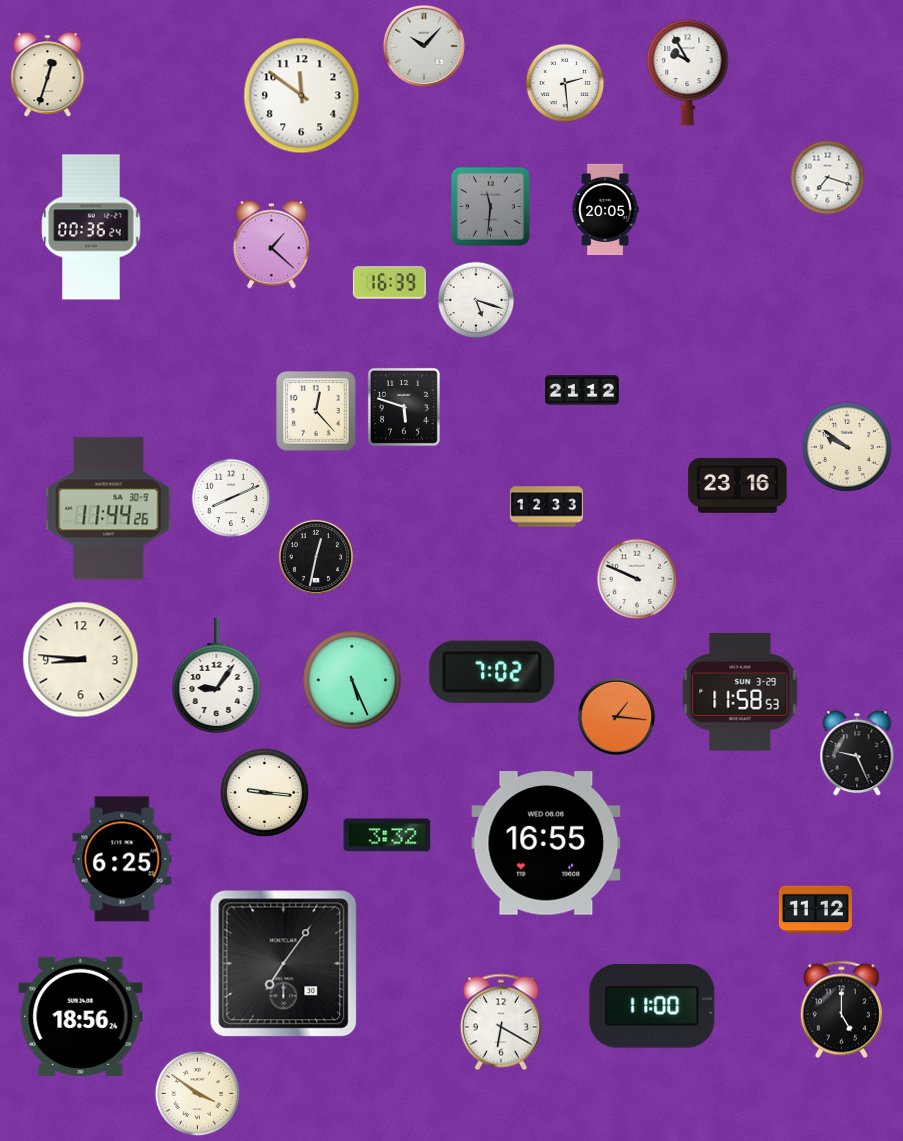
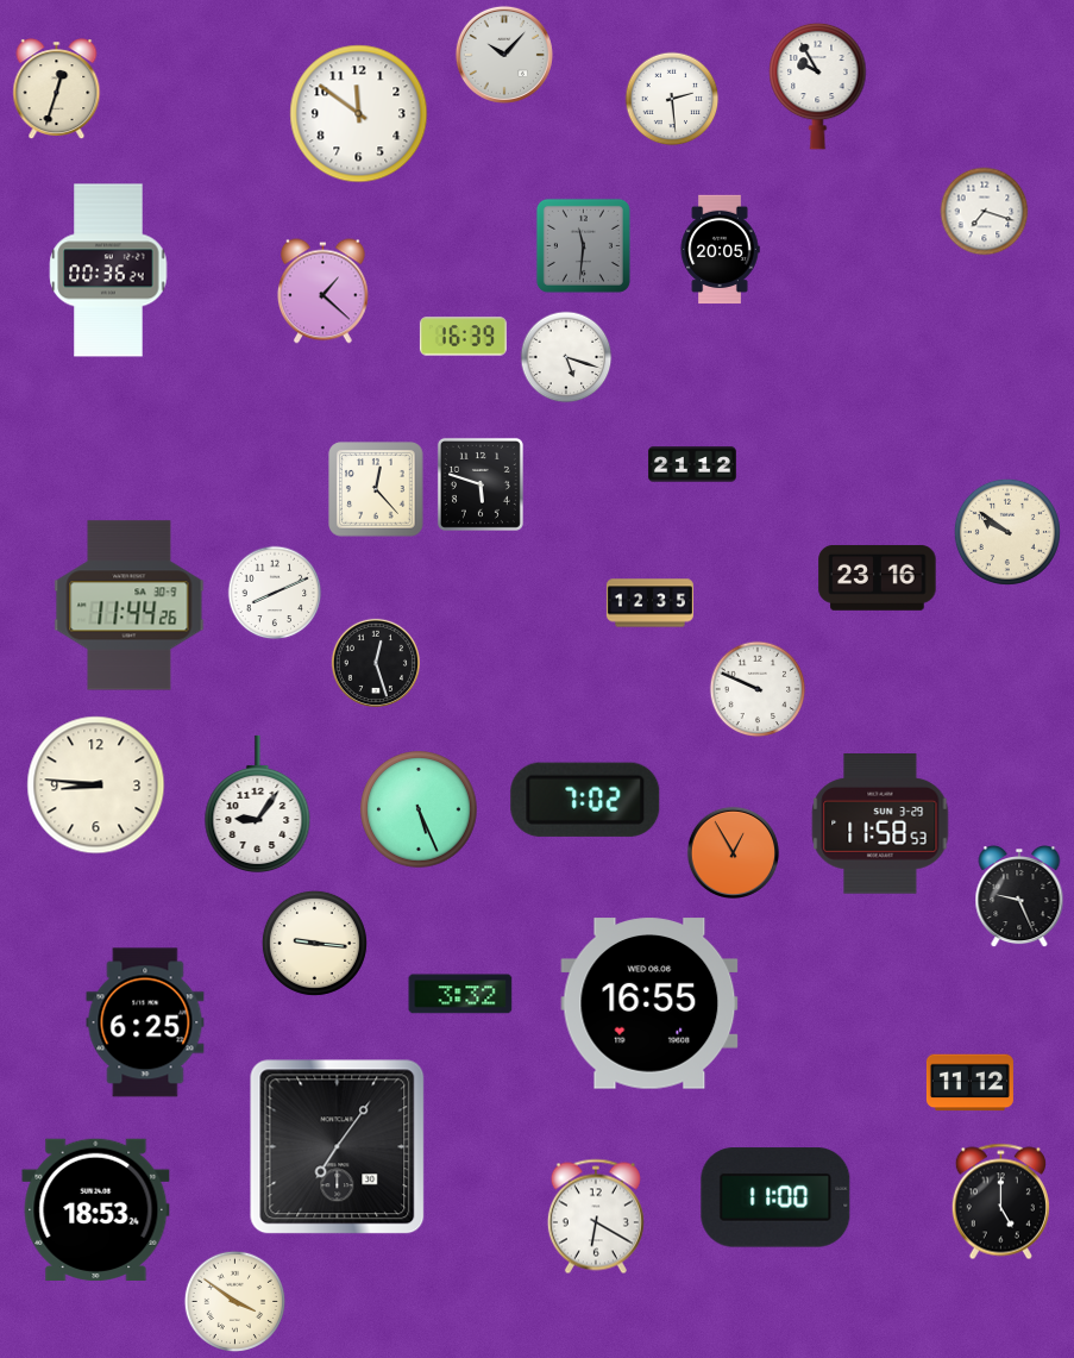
clock at (546, 507): 12:33 -> 12:35
clock at (315, 556): 12:32 -> 12:27
clock at (616, 716): 1:16 -> 12:55
clock at (81, 1016): 18:56 -> 18:53
